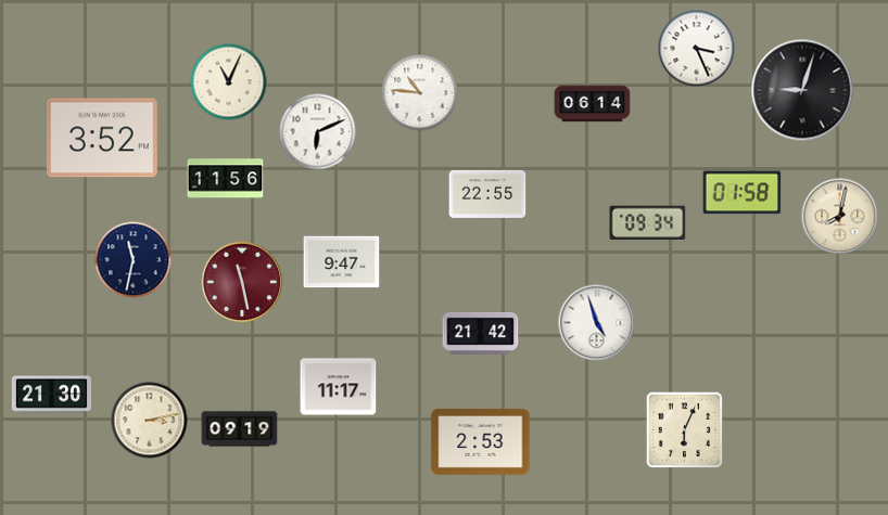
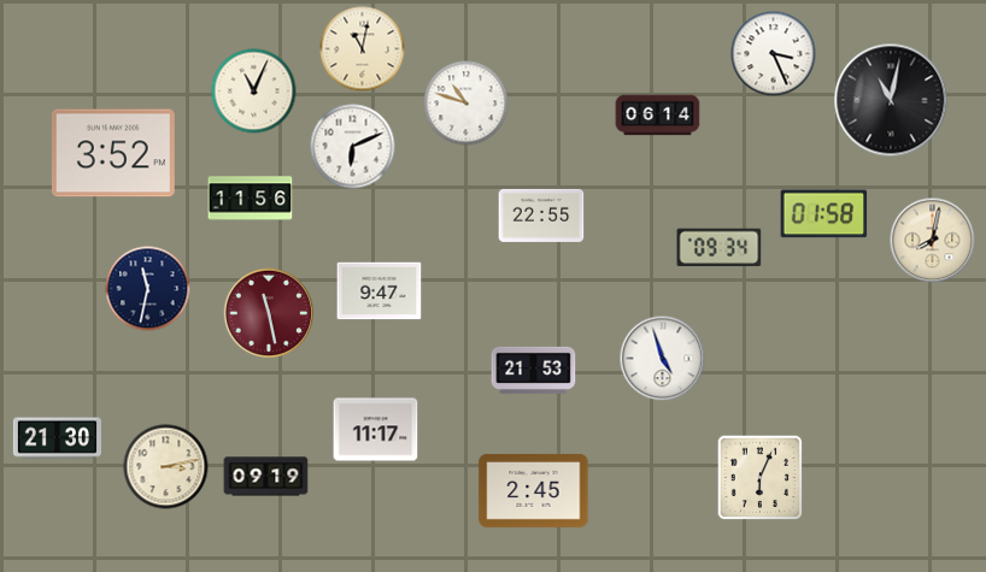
clock at (363, 49): none -> 11:02
clock at (802, 90): 9:03 -> 11:02
clock at (420, 93): 10:46 -> 10:48
clock at (481, 333): 21:42 -> 21:53
clock at (481, 441): 2:53 -> 2:45
